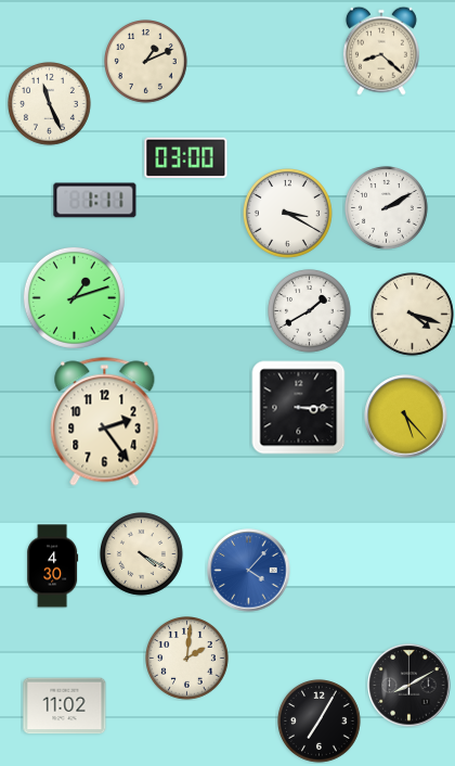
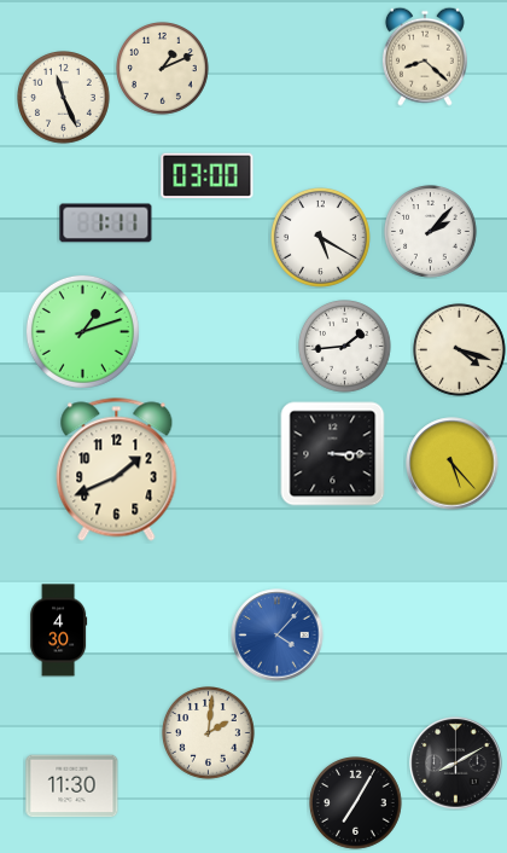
clock at (50, 104) position: (50, 104) -> (64, 98)
clock at (387, 208): 2:10 -> 2:07
clock at (287, 213): 3:20 -> 5:20
clock at (310, 311): 1:40 -> 1:44
clock at (105, 422): 2:24 -> 1:41
clock at (142, 554): 4:20 -> none
clock at (65, 706): 11:02 -> 11:30
